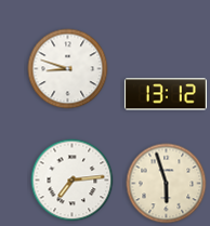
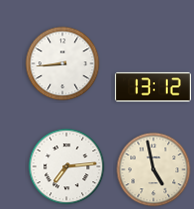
clock at (68, 69): 8:48 -> 8:44
clock at (167, 184): 5:57 -> 4:58
